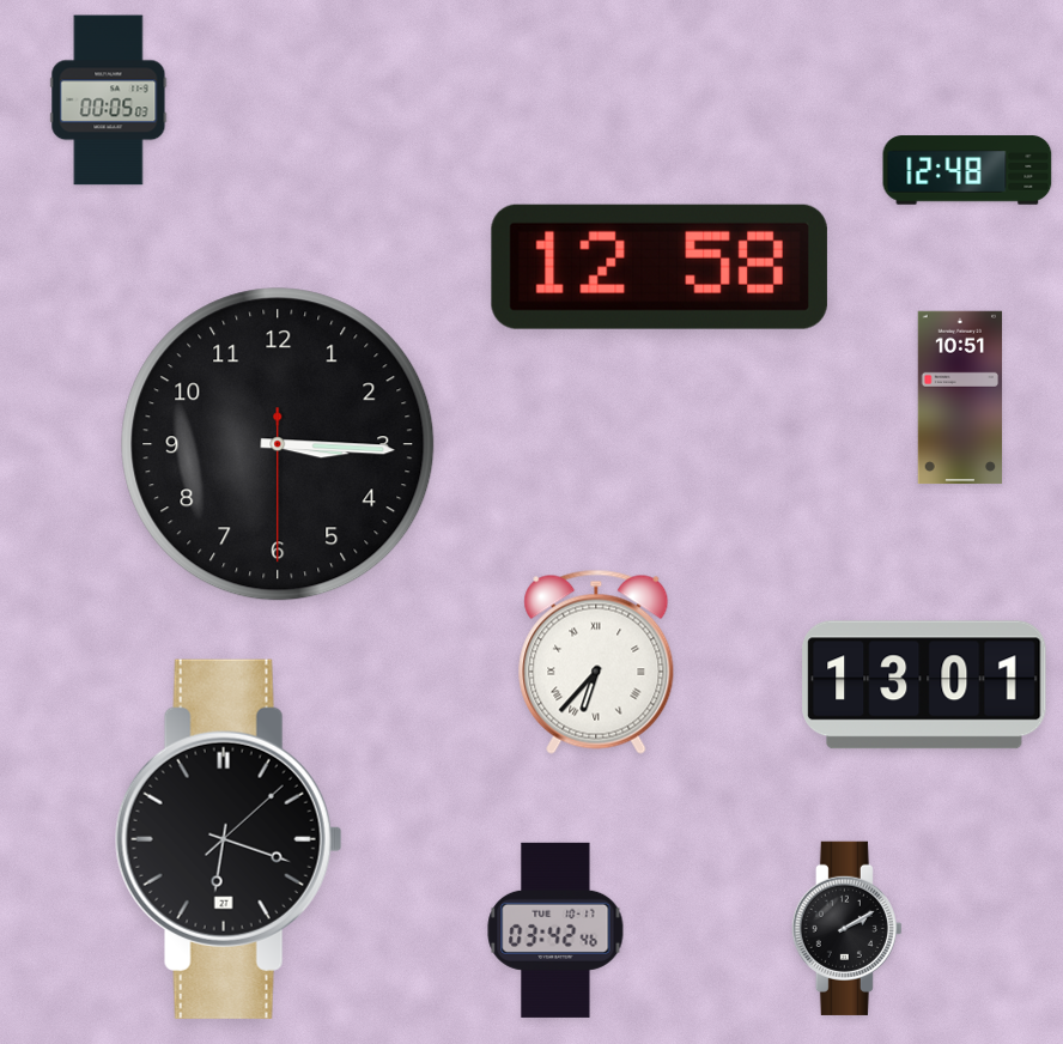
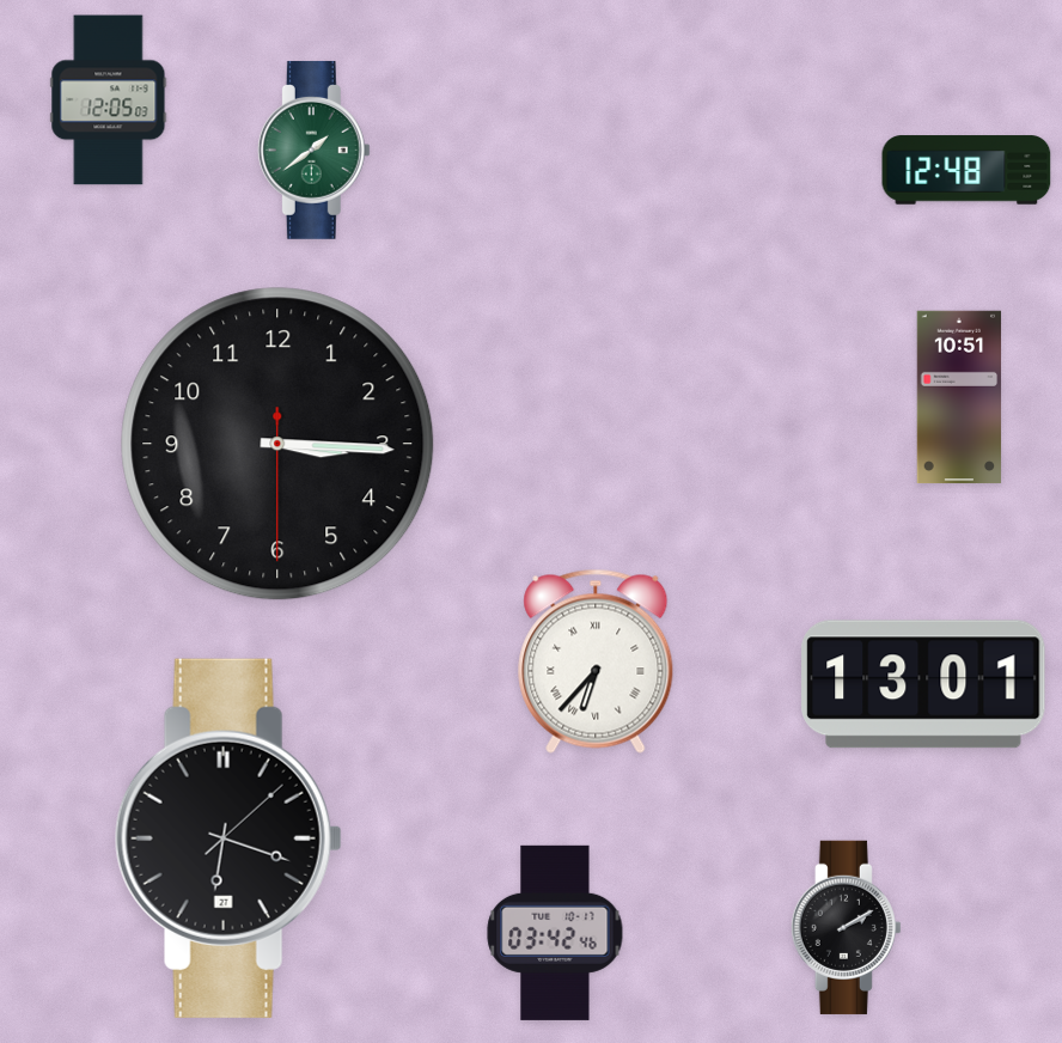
clock at (109, 101): 00:05 -> 12:05
clock at (313, 150): none -> 1:39
clock at (660, 267): 12:58 -> none
clock at (555, 930) position: (555, 930) -> (555, 933)
